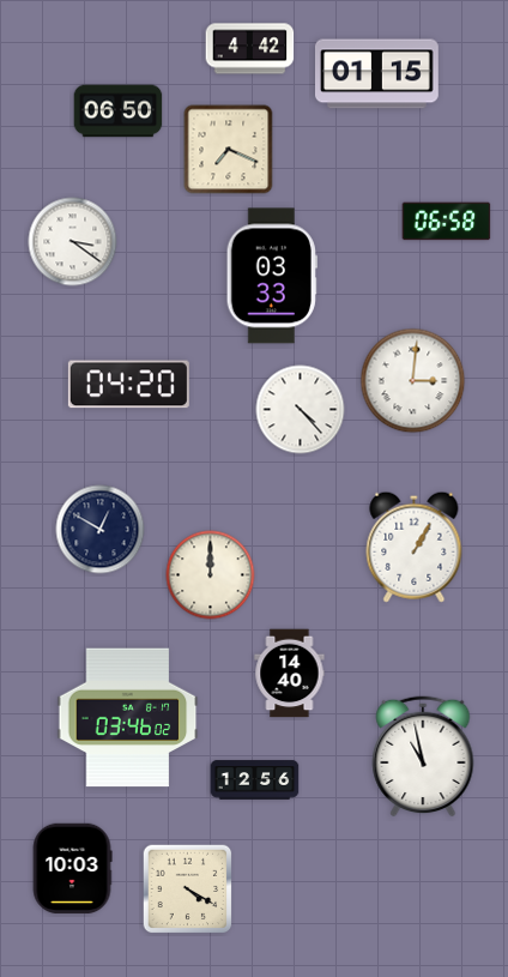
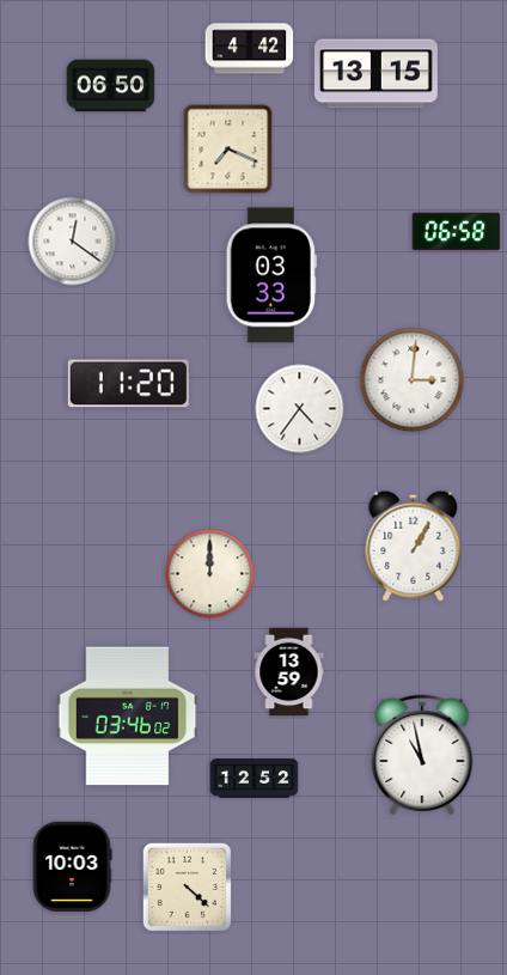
clock at (377, 74): 01:15 -> 13:15
clock at (119, 111) position: (119, 111) -> (111, 86)
clock at (447, 222) position: (447, 222) -> (457, 232)
clock at (73, 242): 3:21 -> 12:21
clock at (128, 385): 04:20 -> 11:20
clock at (301, 410): 4:23 -> 4:36
clock at (101, 530): 12:50 -> none
clock at (290, 674): 14:40 -> 13:59
clock at (255, 780): 12:56 -> 12:52
clock at (188, 889): 4:20 -> 4:22
